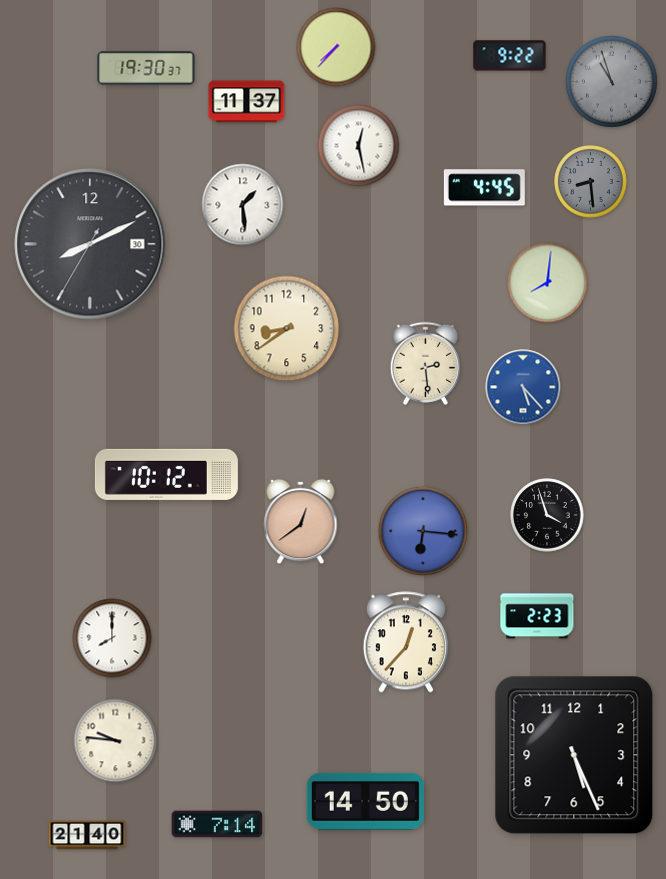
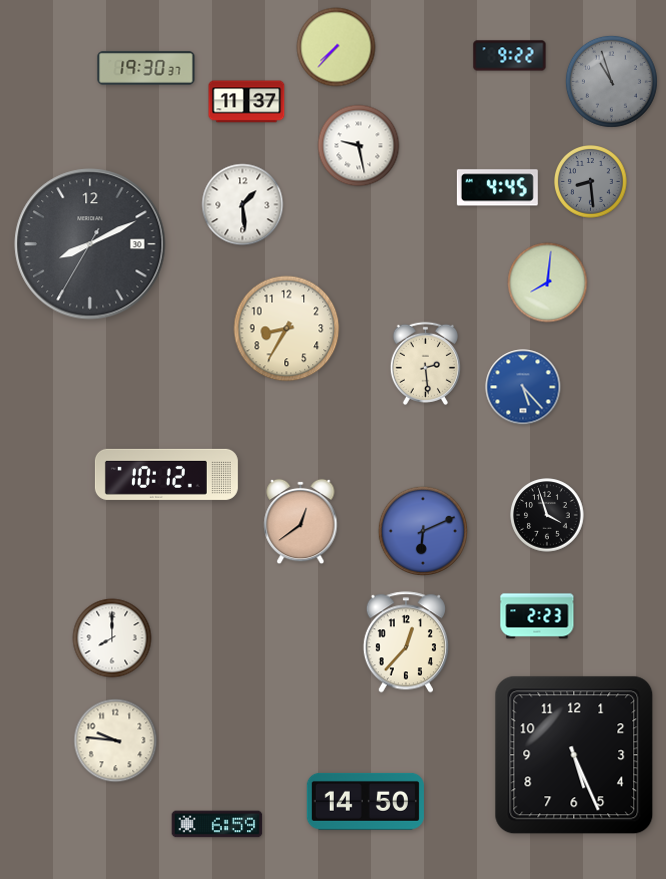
clock at (359, 146): 12:28 -> 9:28
clock at (484, 188) position: (484, 188) -> (497, 188)
clock at (287, 329): 8:39 -> 8:35
clock at (422, 530): 6:16 -> 6:11
clock at (217, 824): 7:14 -> 6:59
clock at (87, 835): 21:40 -> none
